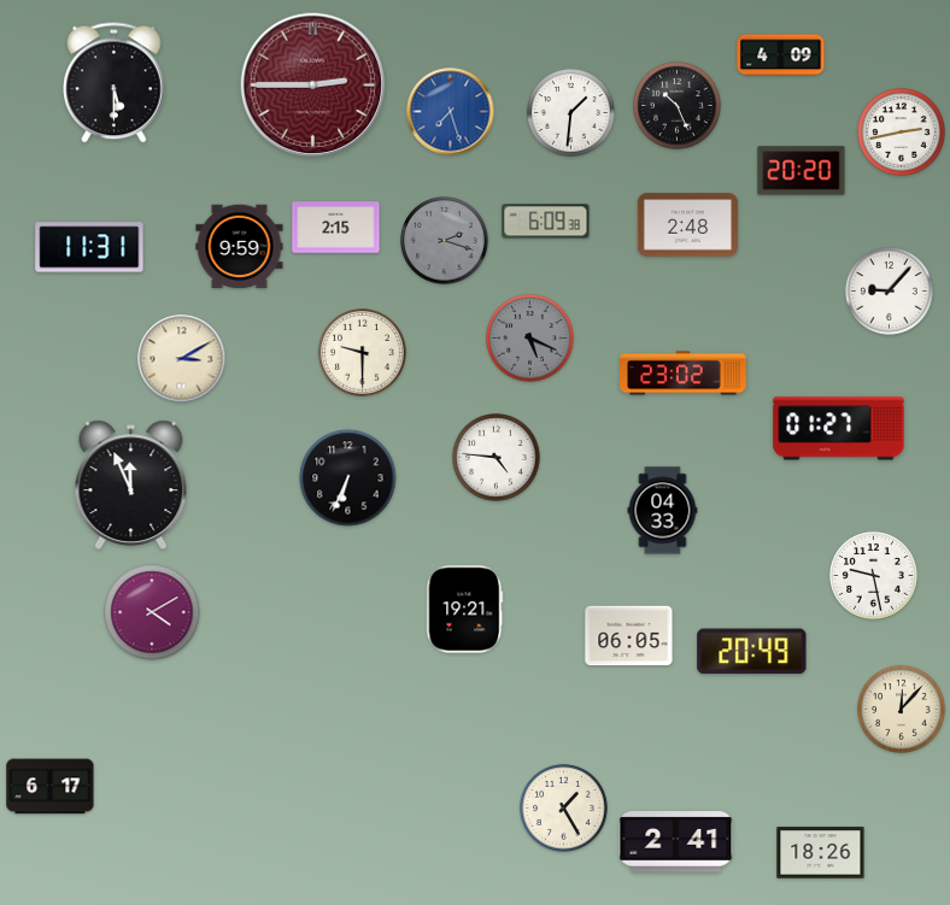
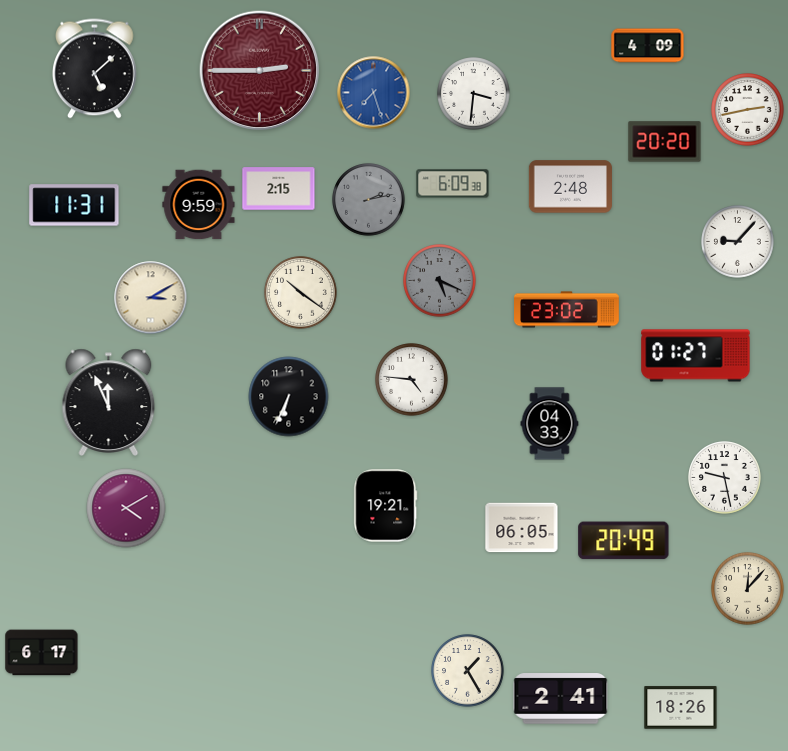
clock at (115, 83): 5:30 -> 5:08
clock at (678, 106): 10:26 -> none
clock at (571, 113): 1:31 -> 3:31
clock at (445, 241): 2:18 -> 2:13
clock at (363, 353): 9:30 -> 10:21
